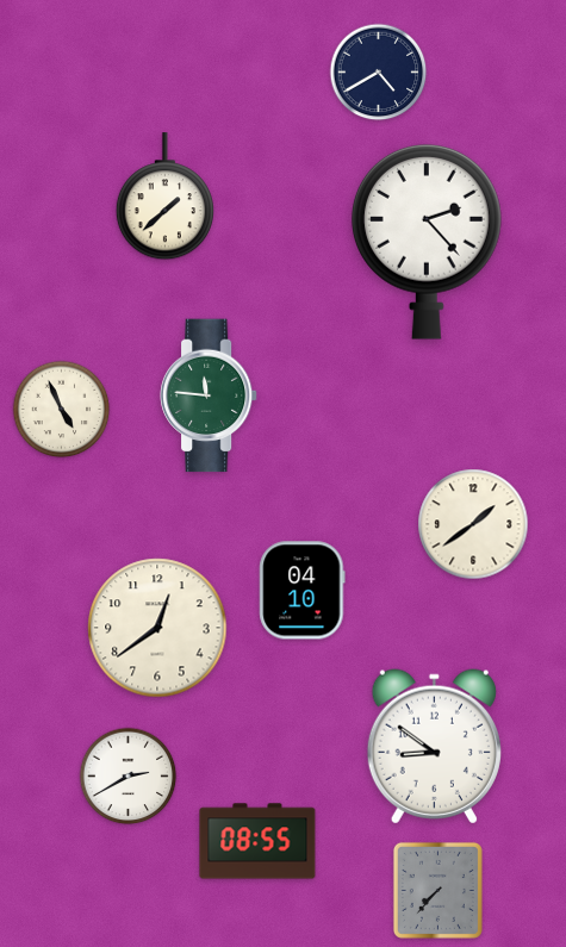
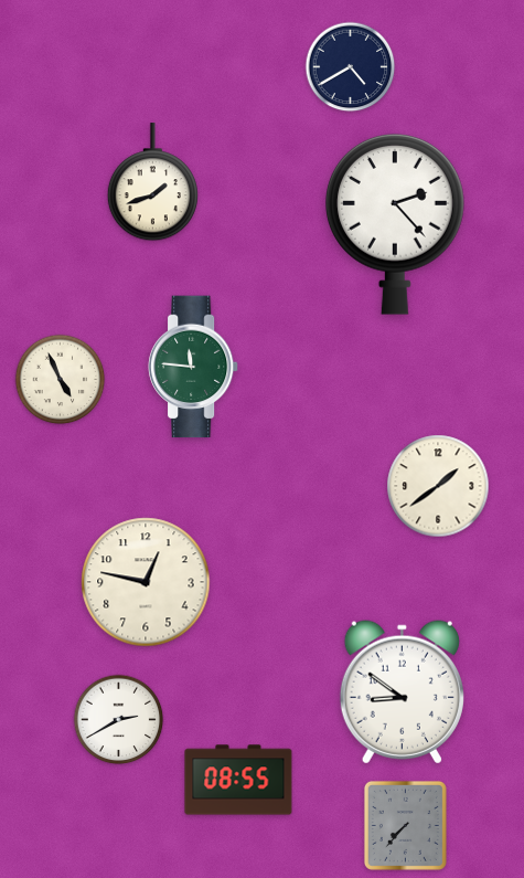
clock at (164, 197): 1:38 -> 1:42
clock at (62, 410) position: (62, 410) -> (61, 380)
clock at (303, 591): 04:10 -> none
clock at (157, 628): 12:39 -> 12:47
